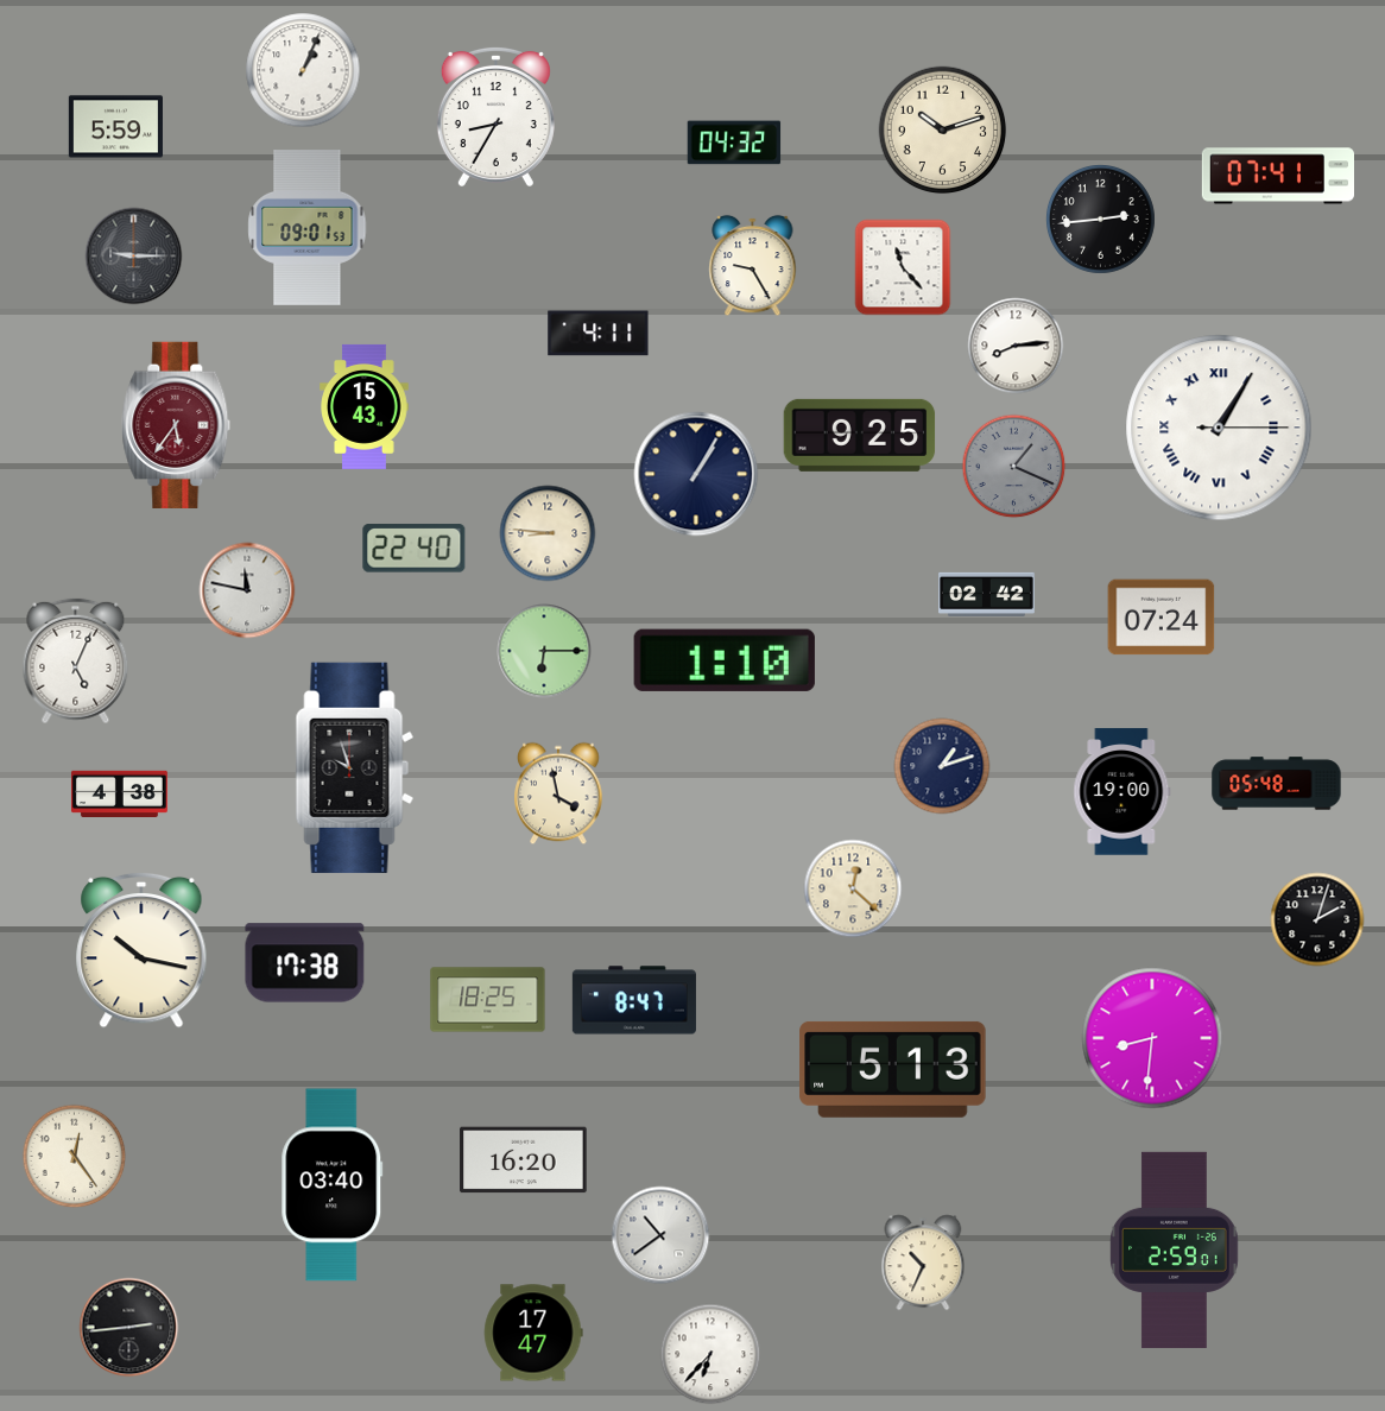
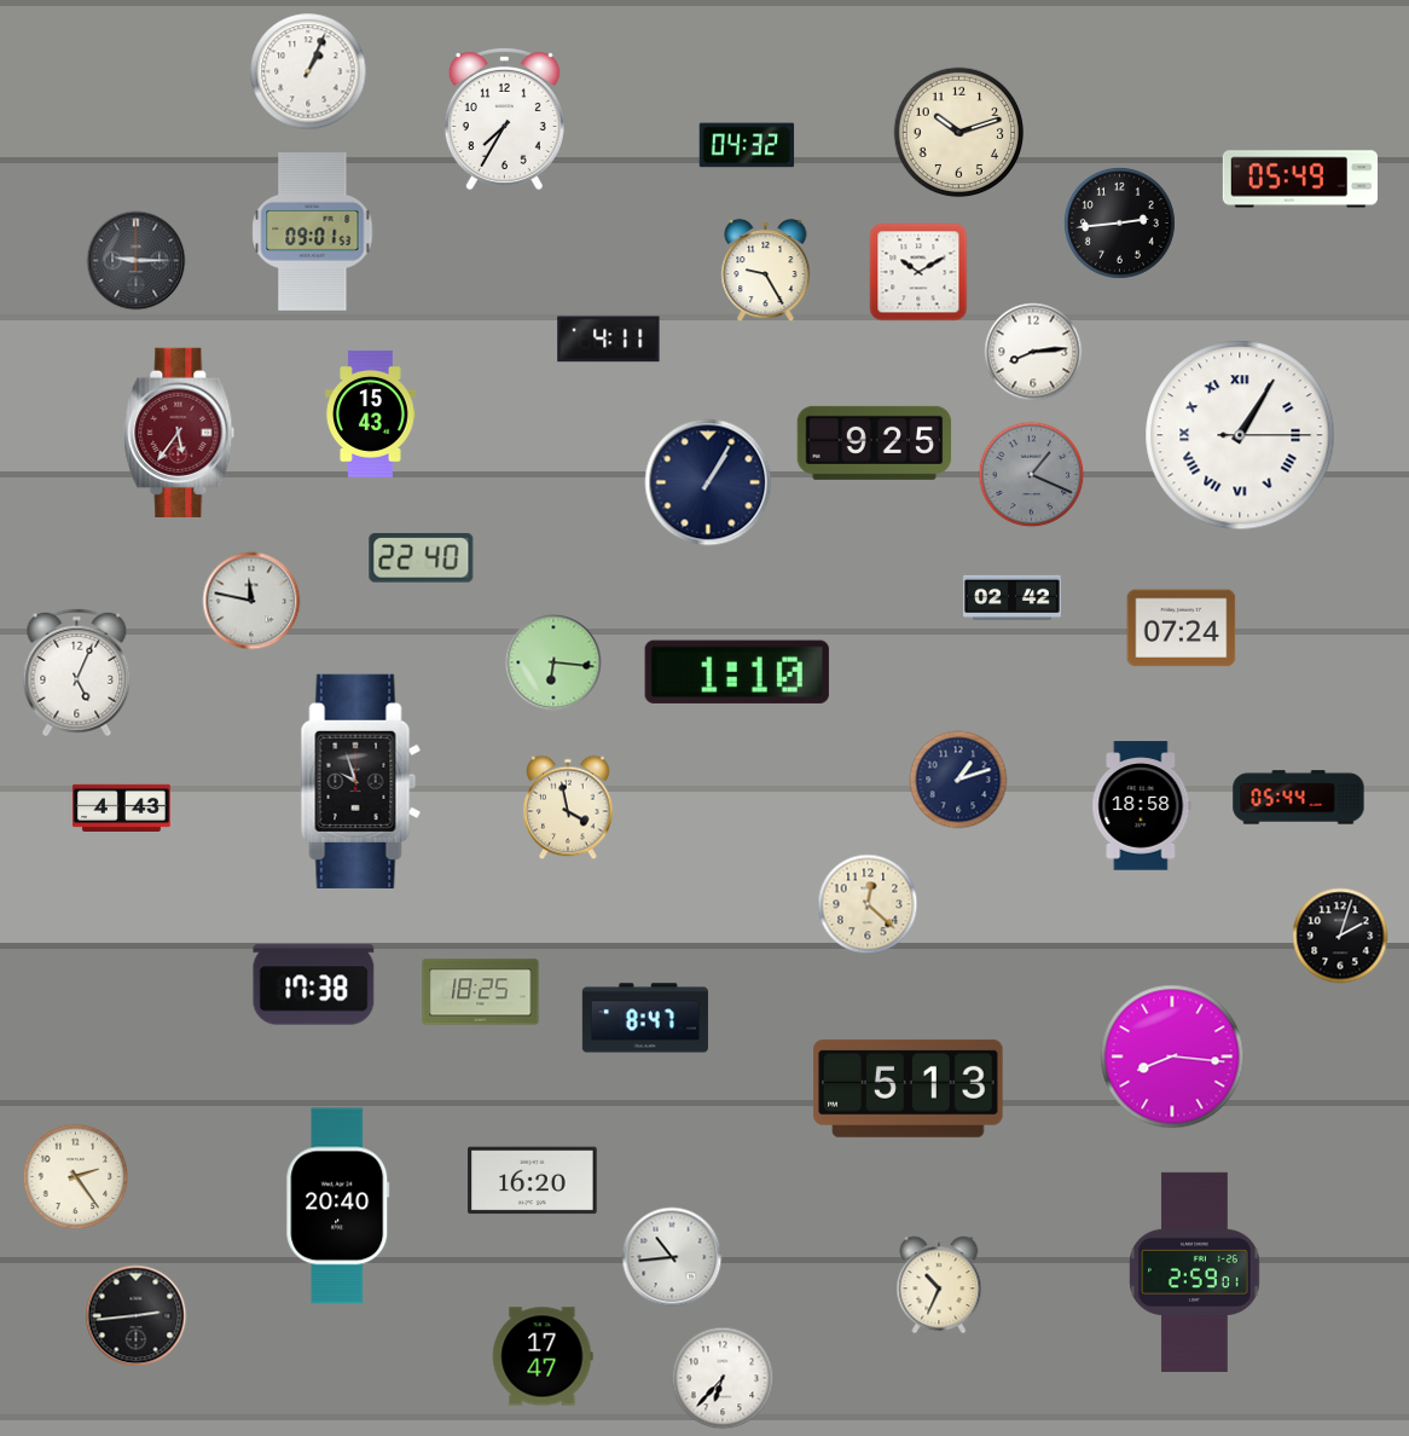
clock at (495, 116): 8:35 -> 7:35
clock at (115, 127): 5:59 -> none
clock at (1277, 176): 07:41 -> 05:49
clock at (903, 267): 11:23 -> 10:10
clock at (548, 533): 8:46 -> none
clock at (987, 594) position: (987, 594) -> (1013, 597)
clock at (544, 651): 6:15 -> 6:16
clock at (1277, 784): 05:48 -> 05:44
clock at (1122, 792): 19:00 -> 18:58
clock at (119, 793): 4:38 -> 4:43
clock at (141, 950): 10:17 -> none
clock at (305, 963) position: (305, 963) -> (314, 985)
clock at (488, 1000) position: (488, 1000) -> (481, 992)
clock at (1152, 1038): 8:31 -> 8:16
clock at (75, 1157): 12:24 -> 2:24
clock at (333, 1185): 03:40 -> 20:40
clock at (660, 1235): 10:39 -> 10:44
clock at (129, 1328) position: (129, 1328) -> (137, 1316)
